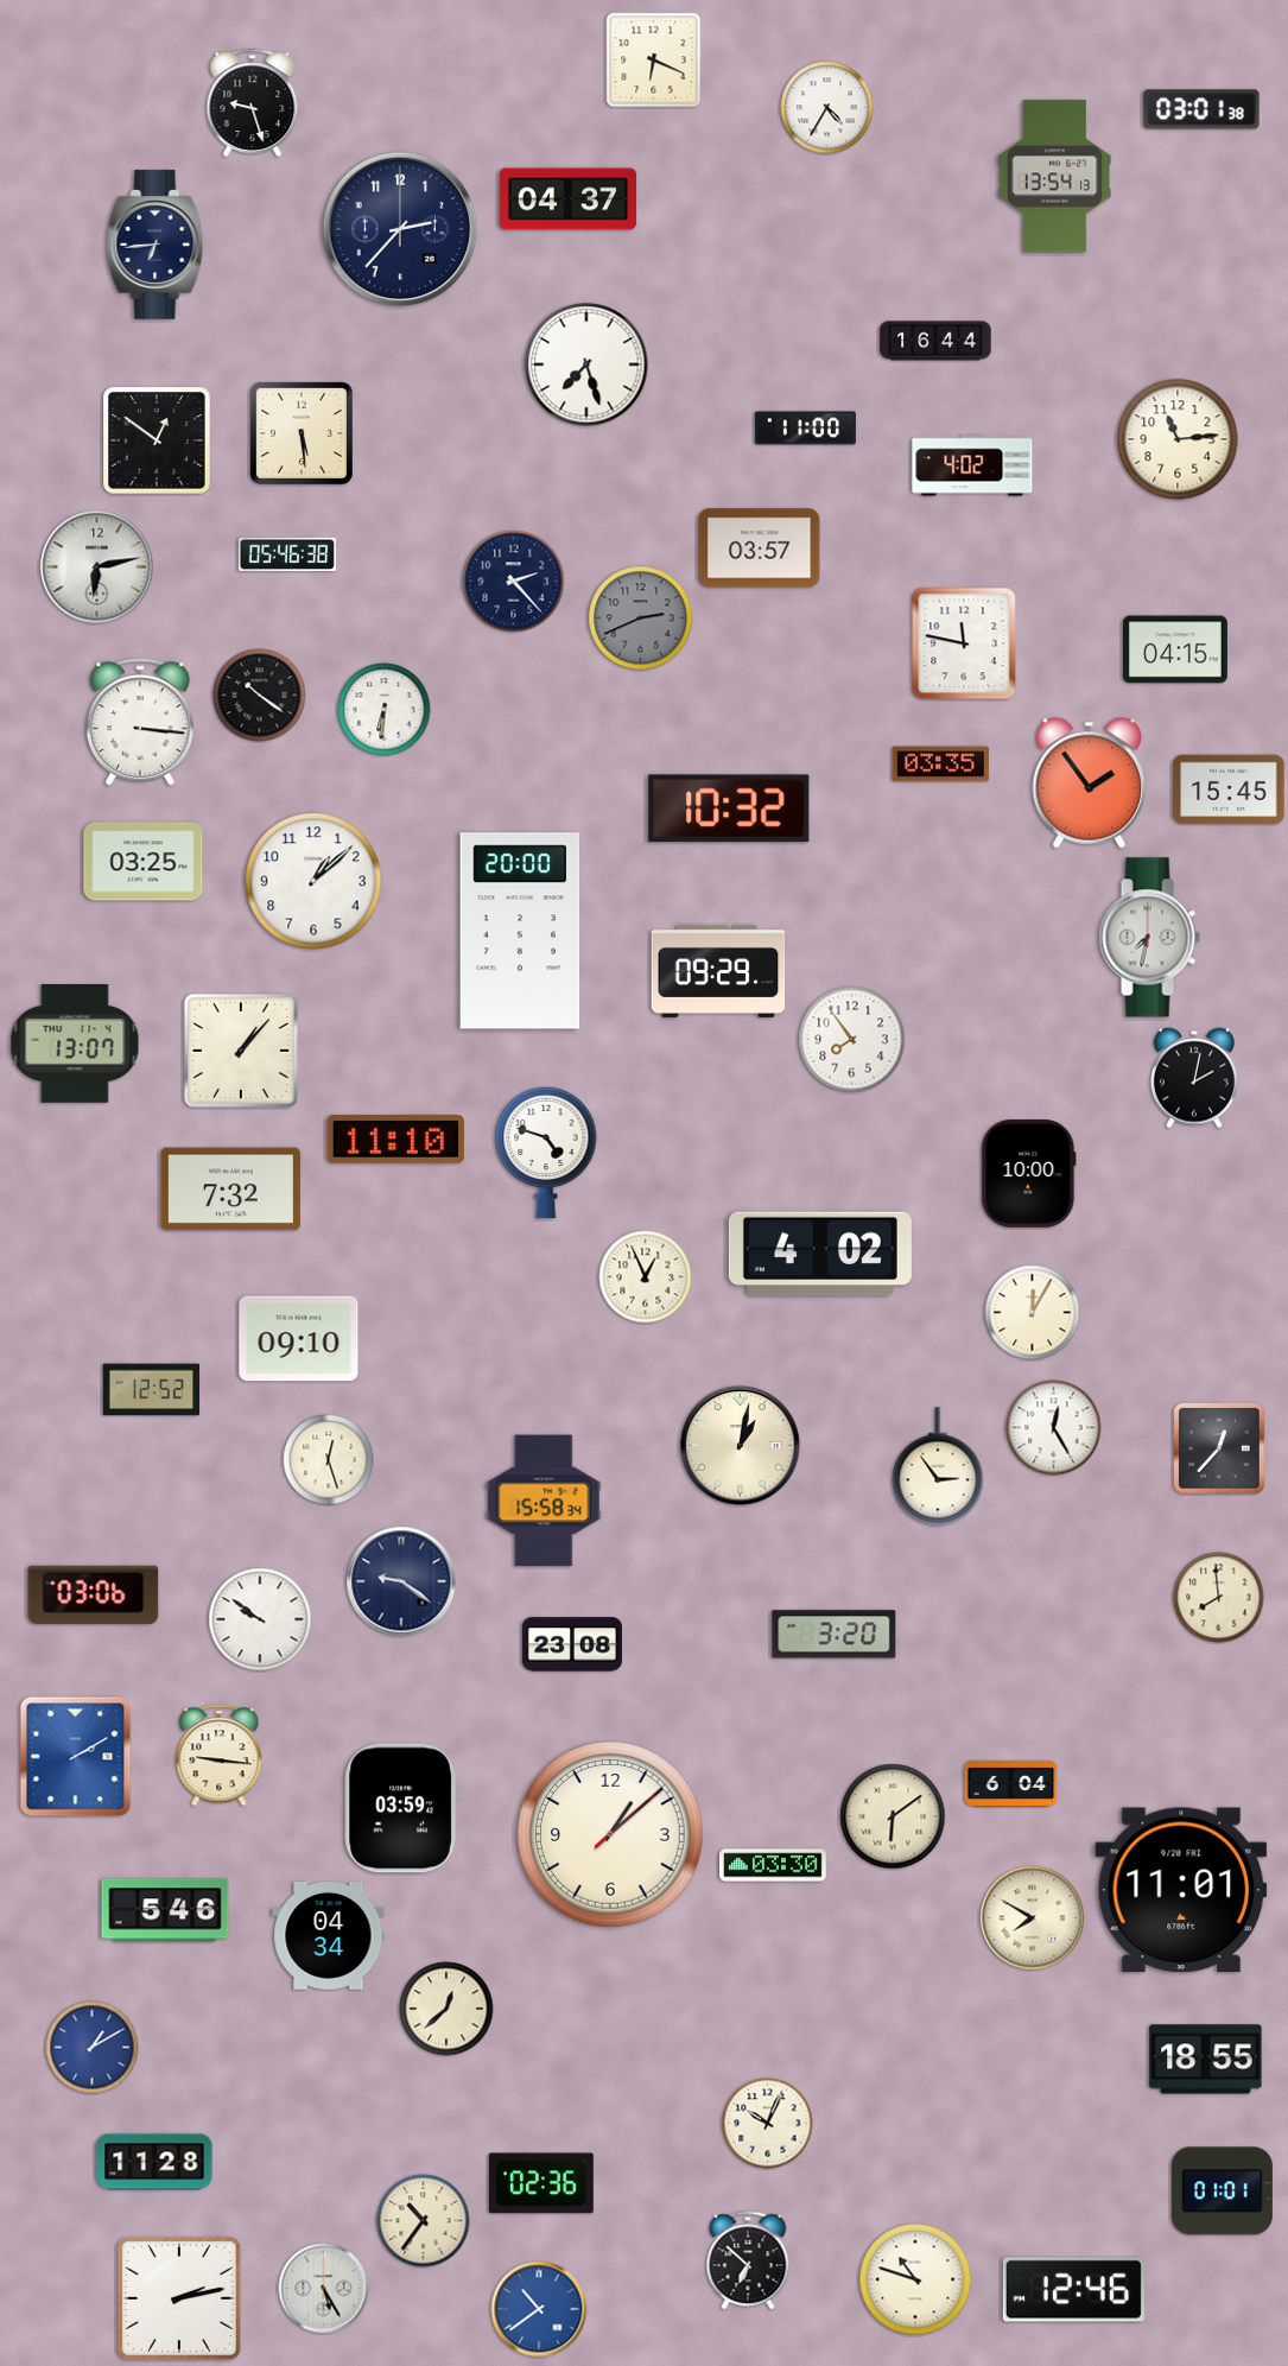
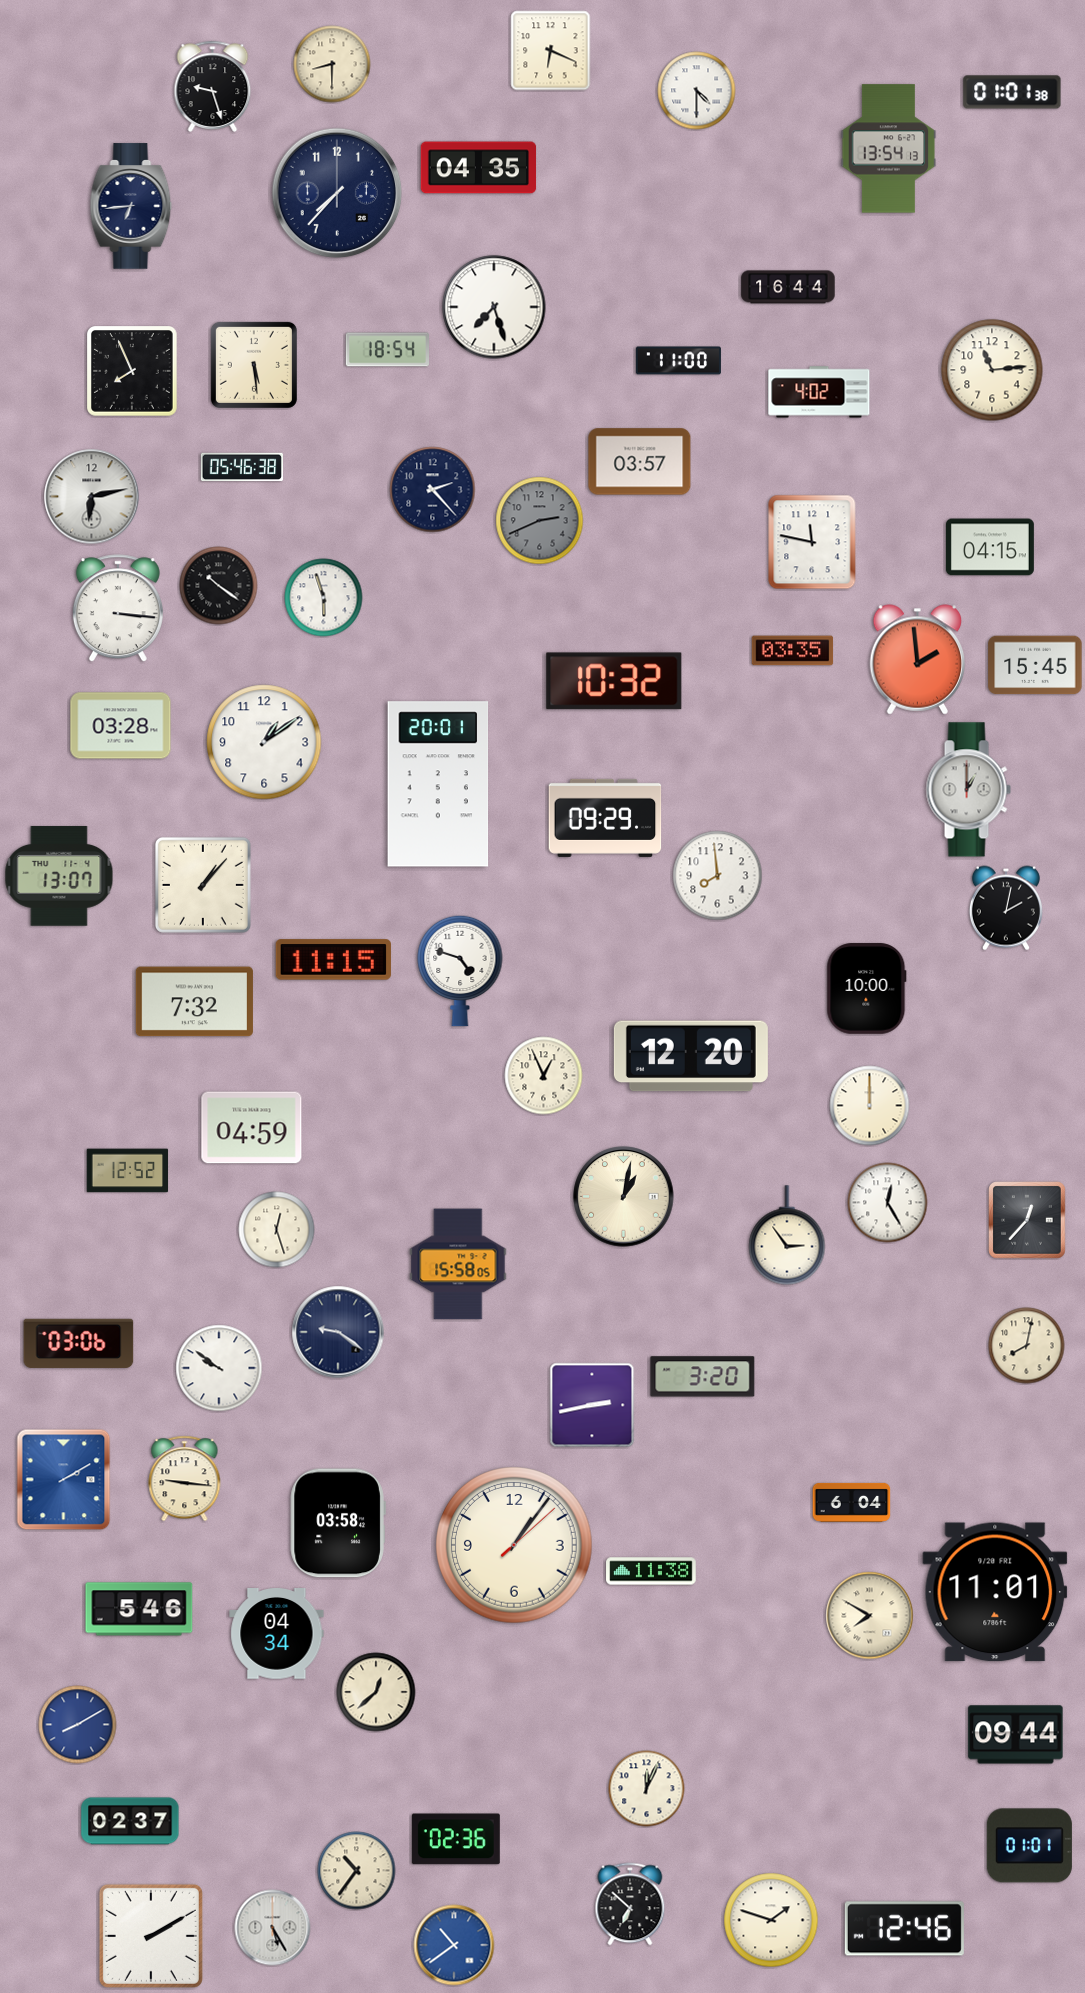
clock at (332, 64): none -> 8:30
clock at (827, 108): 4:35 -> 4:30
clock at (1201, 109): 03:01 -> 01:01
clock at (569, 199): 04:37 -> 04:35
clock at (400, 229): 2:37 -> 7:37
clock at (387, 350): none -> 18:54
clock at (158, 442): 12:51 -> 7:56
clock at (97, 567) position: (97, 567) -> (92, 497)
clock at (385, 710): 6:31 -> 5:57
clock at (941, 765) position: (941, 765) -> (793, 651)
clock at (1090, 784): 1:54 -> 1:59
clock at (144, 862): 03:25 -> 03:28
clock at (313, 881): 1:08 -> 1:09
clock at (520, 931): 20:00 -> 20:01
clock at (1149, 938): 7:32 -> 1:00
clock at (852, 1040): 7:54 -> 7:59
clock at (75, 1044) position: (75, 1044) -> (59, 876)
clock at (395, 1140): 11:10 -> 11:15
clock at (820, 1254): 4:02 -> 12:20
clock at (1033, 1313): 12:05 -> 12:00
clock at (299, 1339): 09:10 -> 04:59
clock at (741, 1446) position: (741, 1446) -> (624, 1197)
clock at (938, 1466) position: (938, 1466) -> (787, 1235)
clock at (544, 1501): 15:58:34 -> 15:58:05
clock at (1219, 1598): 7:59 -> 8:02
clock at (260, 1619) position: (260, 1619) -> (219, 1368)
clock at (572, 1644): 23:08 -> none
clock at (592, 1405): none -> 2:43
clock at (401, 1808): 03:59 -> 03:58
clock at (893, 1816): 6:09 -> none
clock at (610, 1834): 1:08 -> 1:06
clock at (773, 1865): 03:30 -> 11:38
clock at (329, 1936) position: (329, 1936) -> (277, 1634)
clock at (93, 2048): 1:10 -> 8:10
clock at (1206, 2060): 18:55 -> 09:44
clock at (768, 2124): 10:04 -> 12:04
clock at (154, 2162): 11:28 -> 02:37
clock at (915, 2279): 10:48 -> 1:48
clock at (179, 2298): 2:13 -> 2:10
